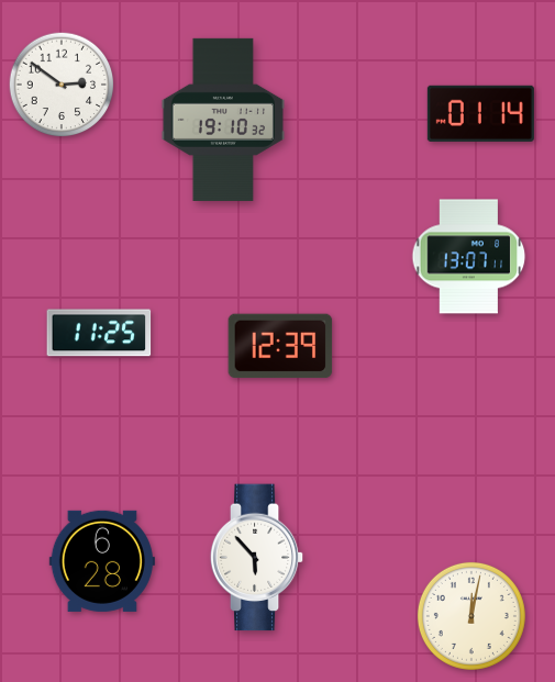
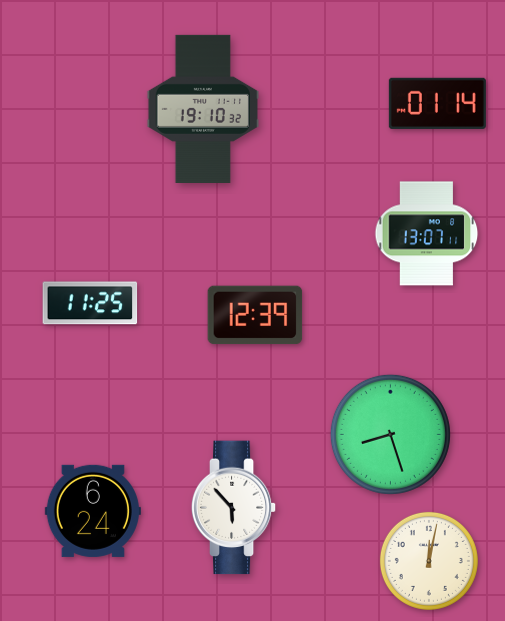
clock at (62, 85): 2:51 -> none
clock at (390, 434): none -> 8:27
clock at (102, 561): 6:28 -> 6:24
